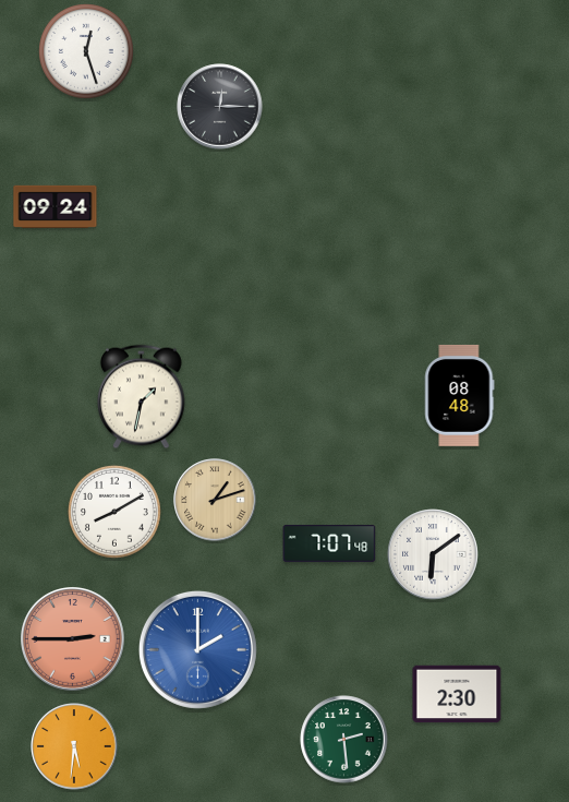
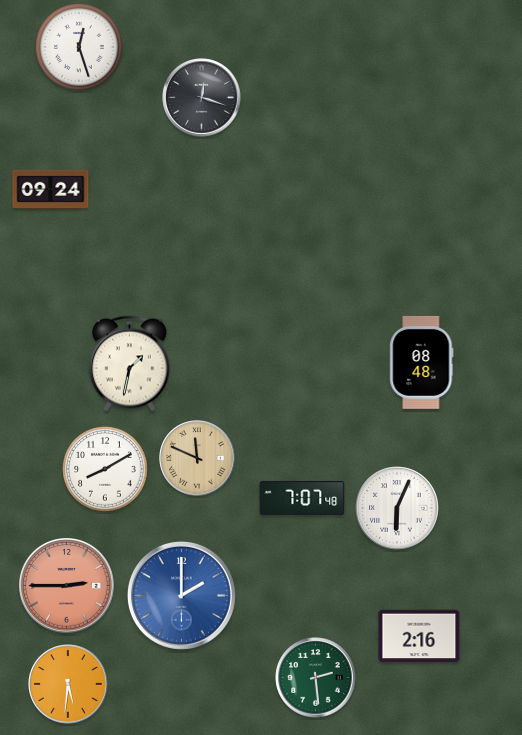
clock at (220, 107): 12:15 -> 12:18
clock at (215, 500): 1:12 -> 11:49
clock at (433, 554): 6:09 -> 6:04
clock at (457, 694): 2:30 -> 2:16
